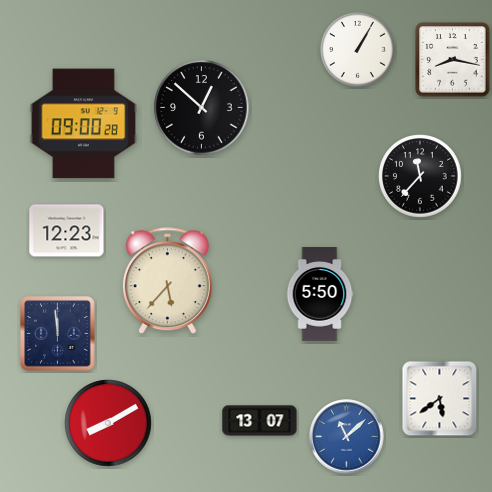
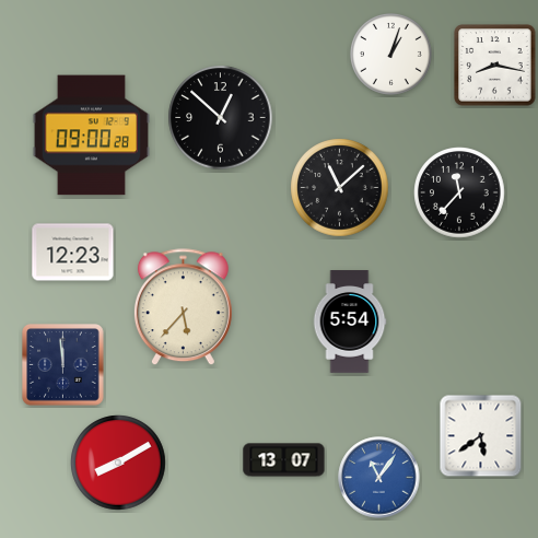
clock at (357, 49): 1:05 -> 1:03
clock at (340, 188): none -> 11:08
clock at (320, 294): 5:50 -> 5:54
clock at (347, 437): 11:08 -> 11:06
